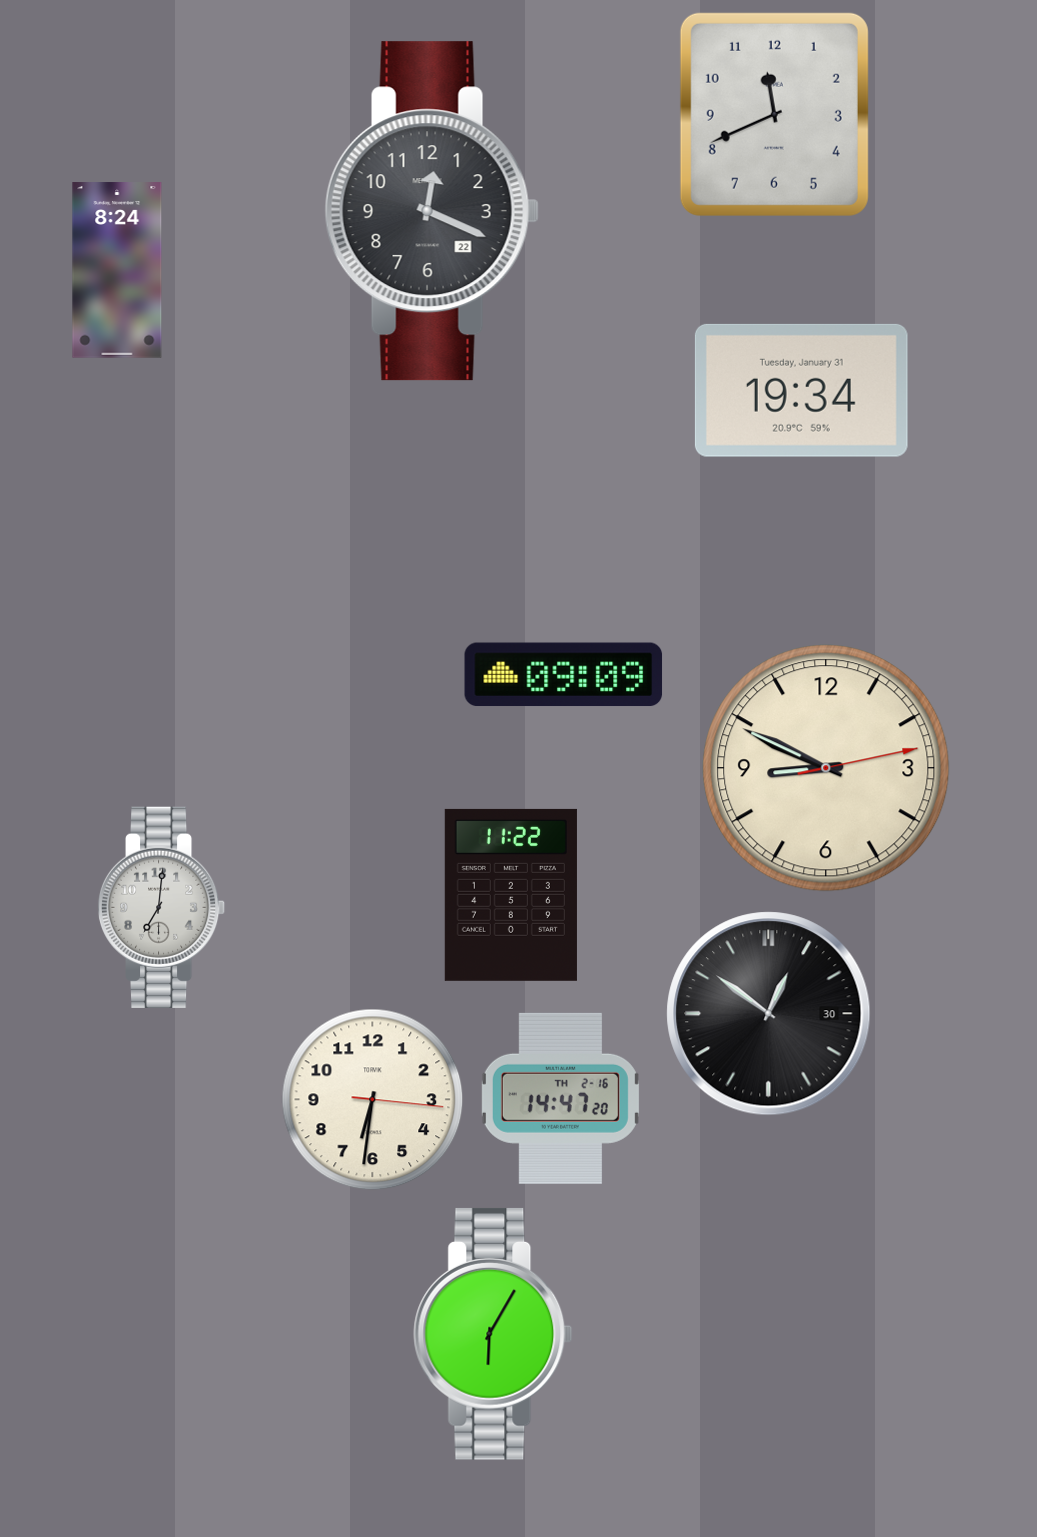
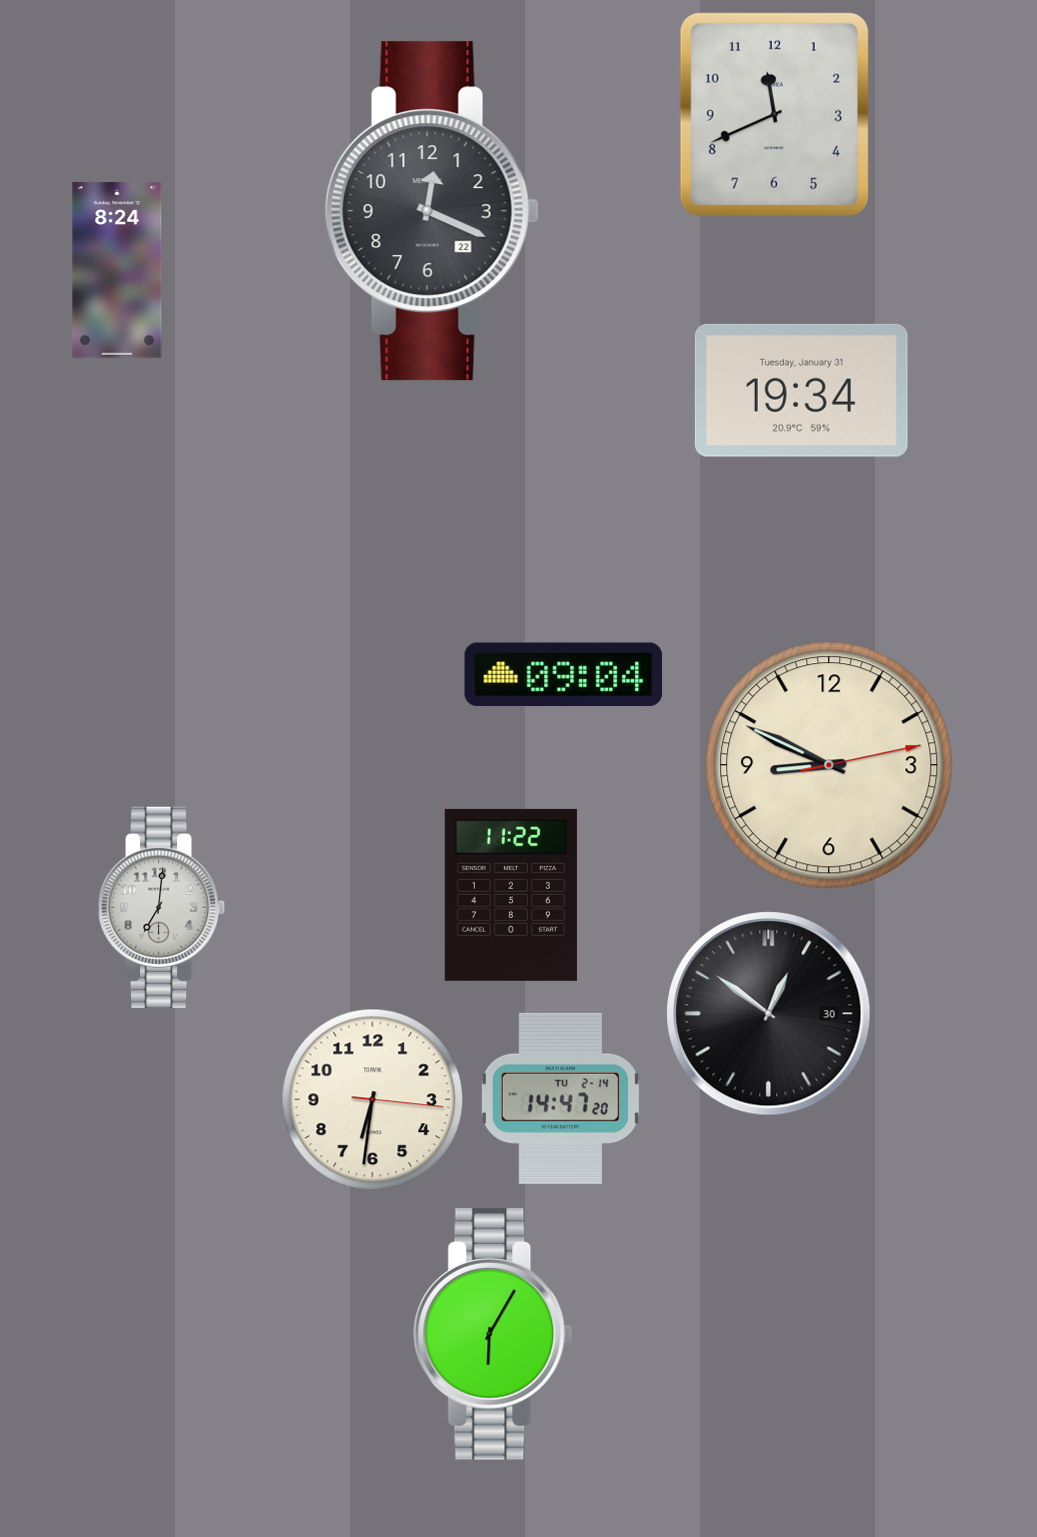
clock at (564, 675): 09:09 -> 09:04
clock at (826, 768) position: (826, 768) -> (829, 765)
clock at (560, 1098) date: TH 2-16 -> TU 2-14
